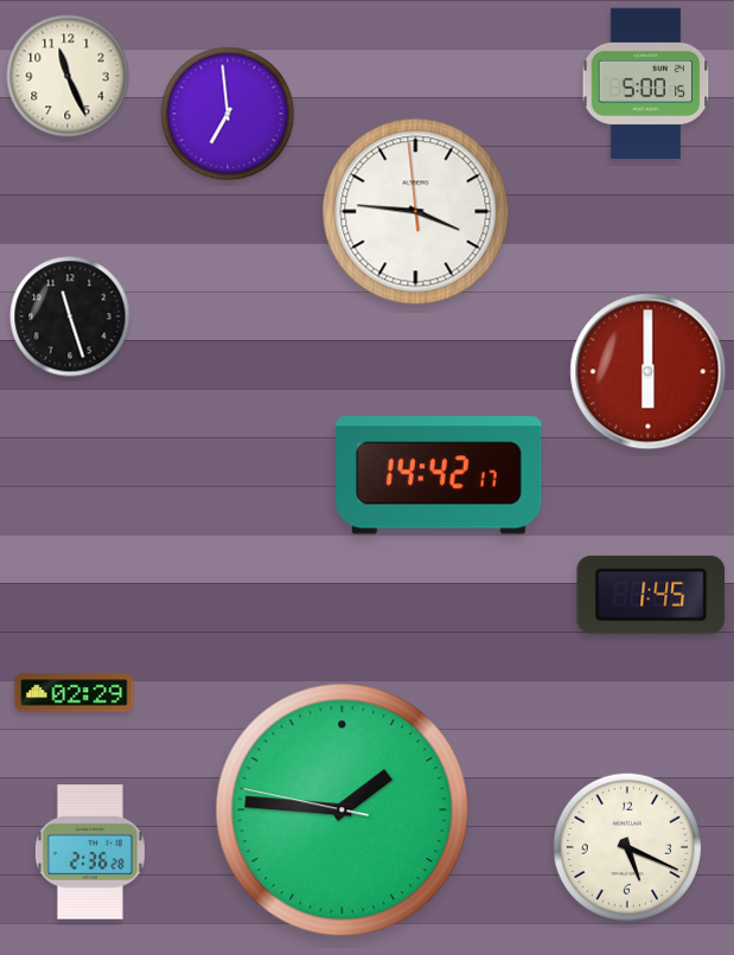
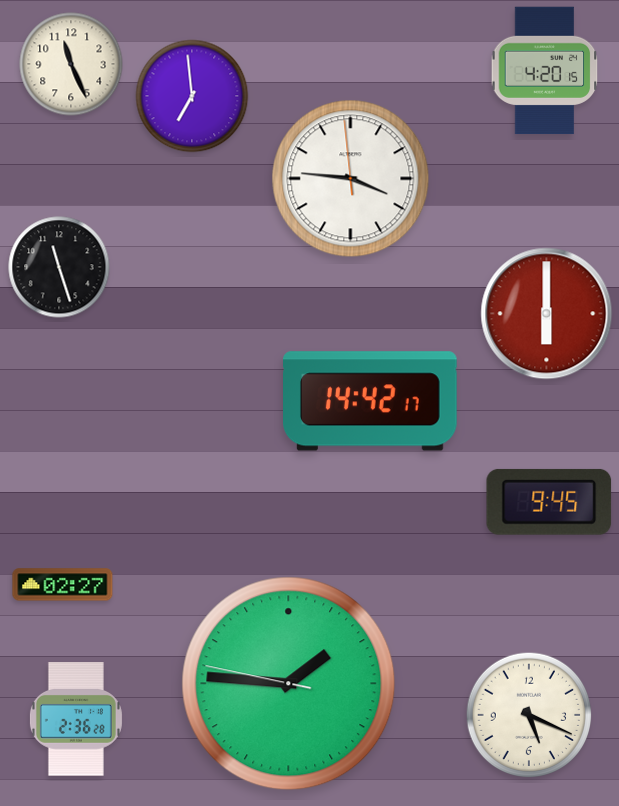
clock at (68, 76) position: (68, 76) -> (71, 64)
clock at (646, 84): 5:00 -> 4:20
clock at (651, 595): 1:45 -> 9:45
clock at (75, 693): 02:29 -> 02:27
